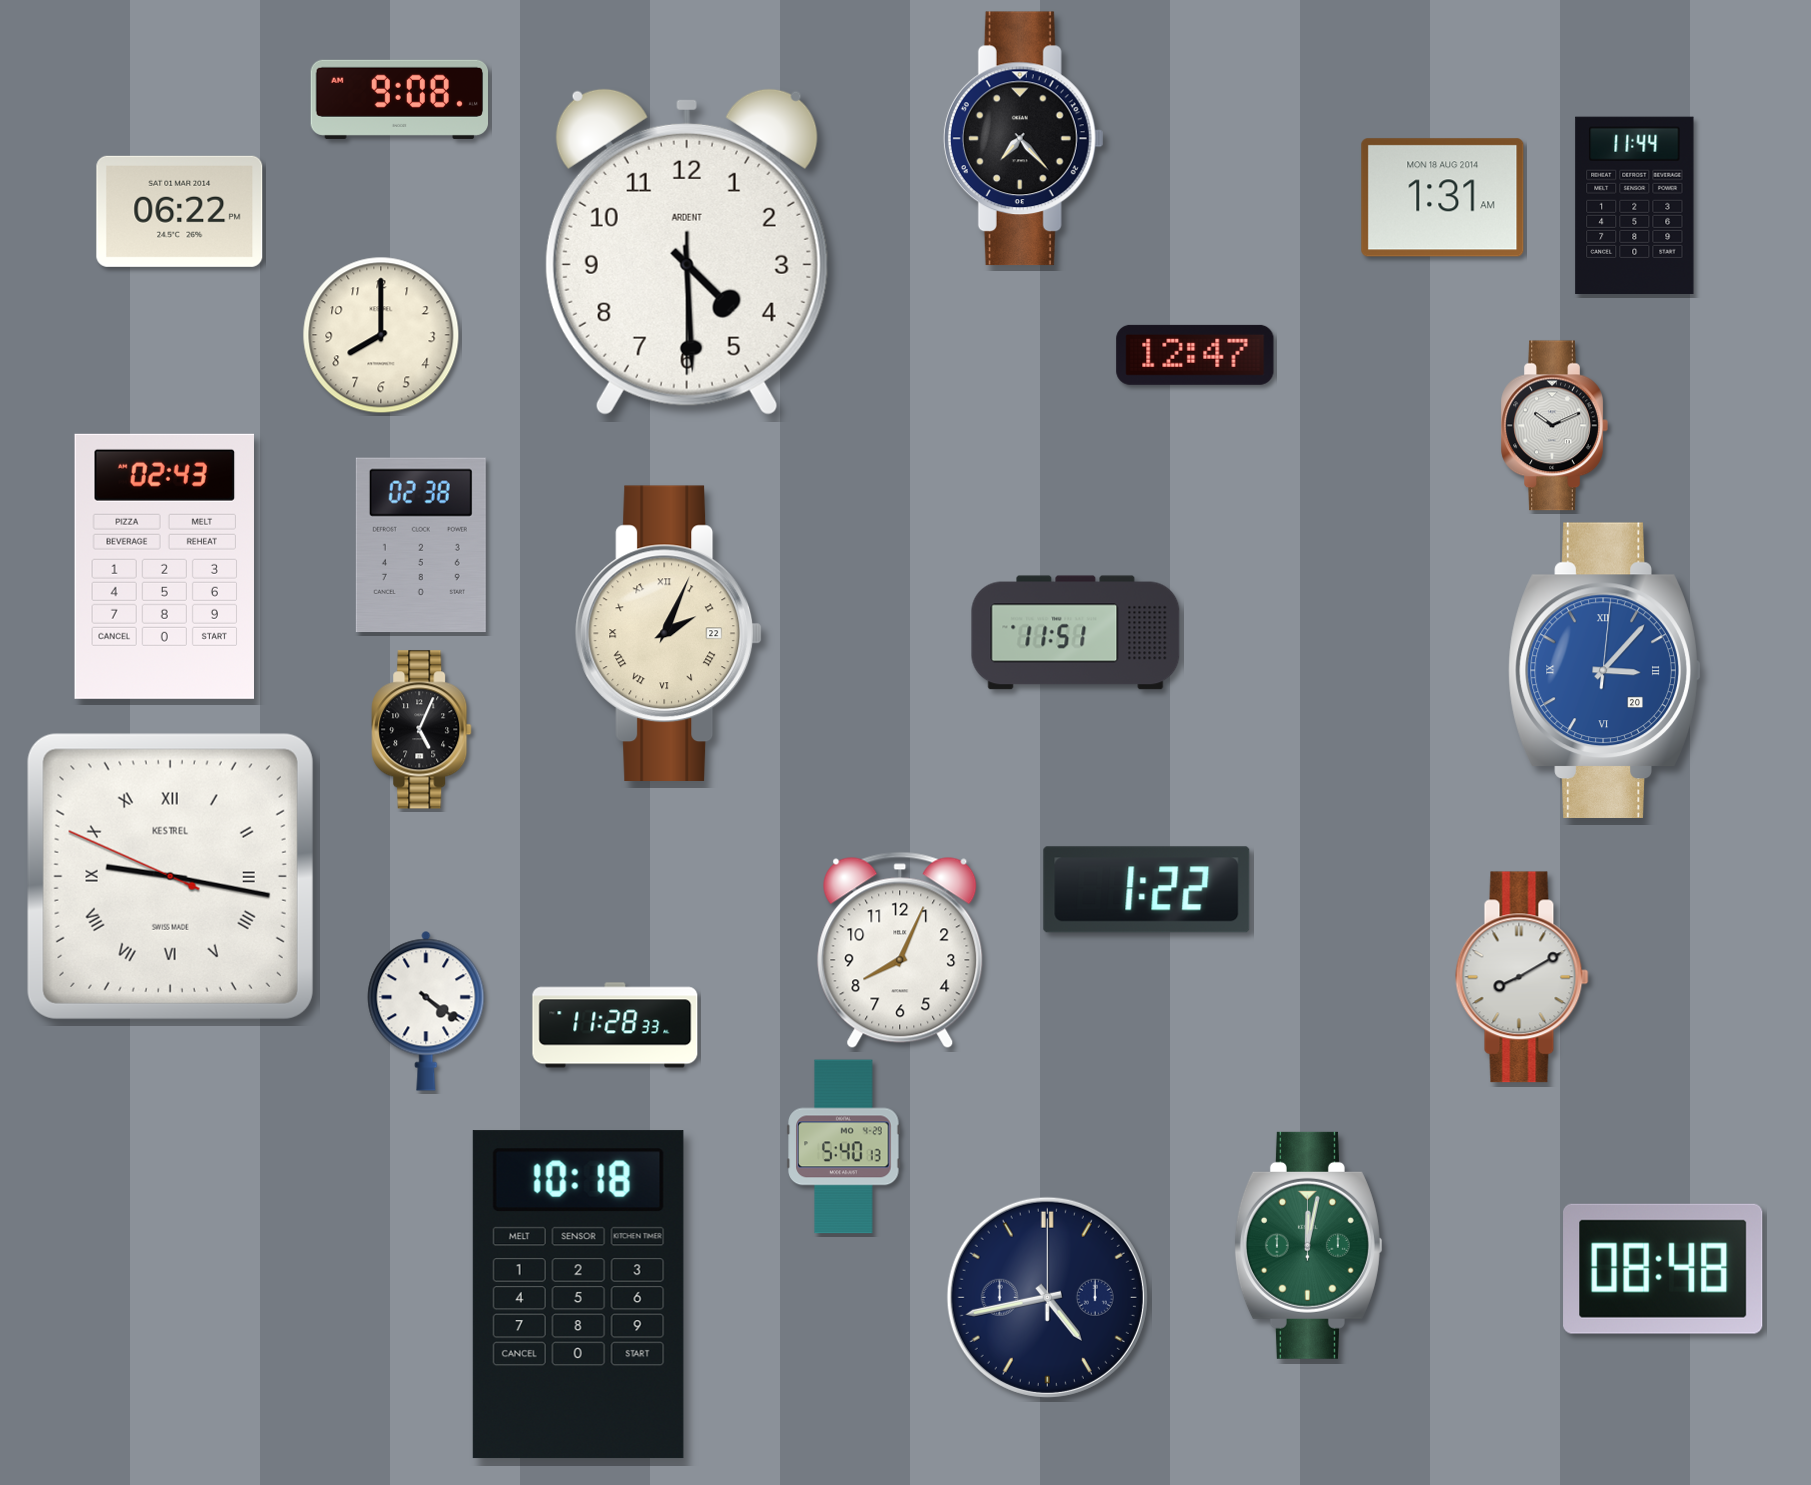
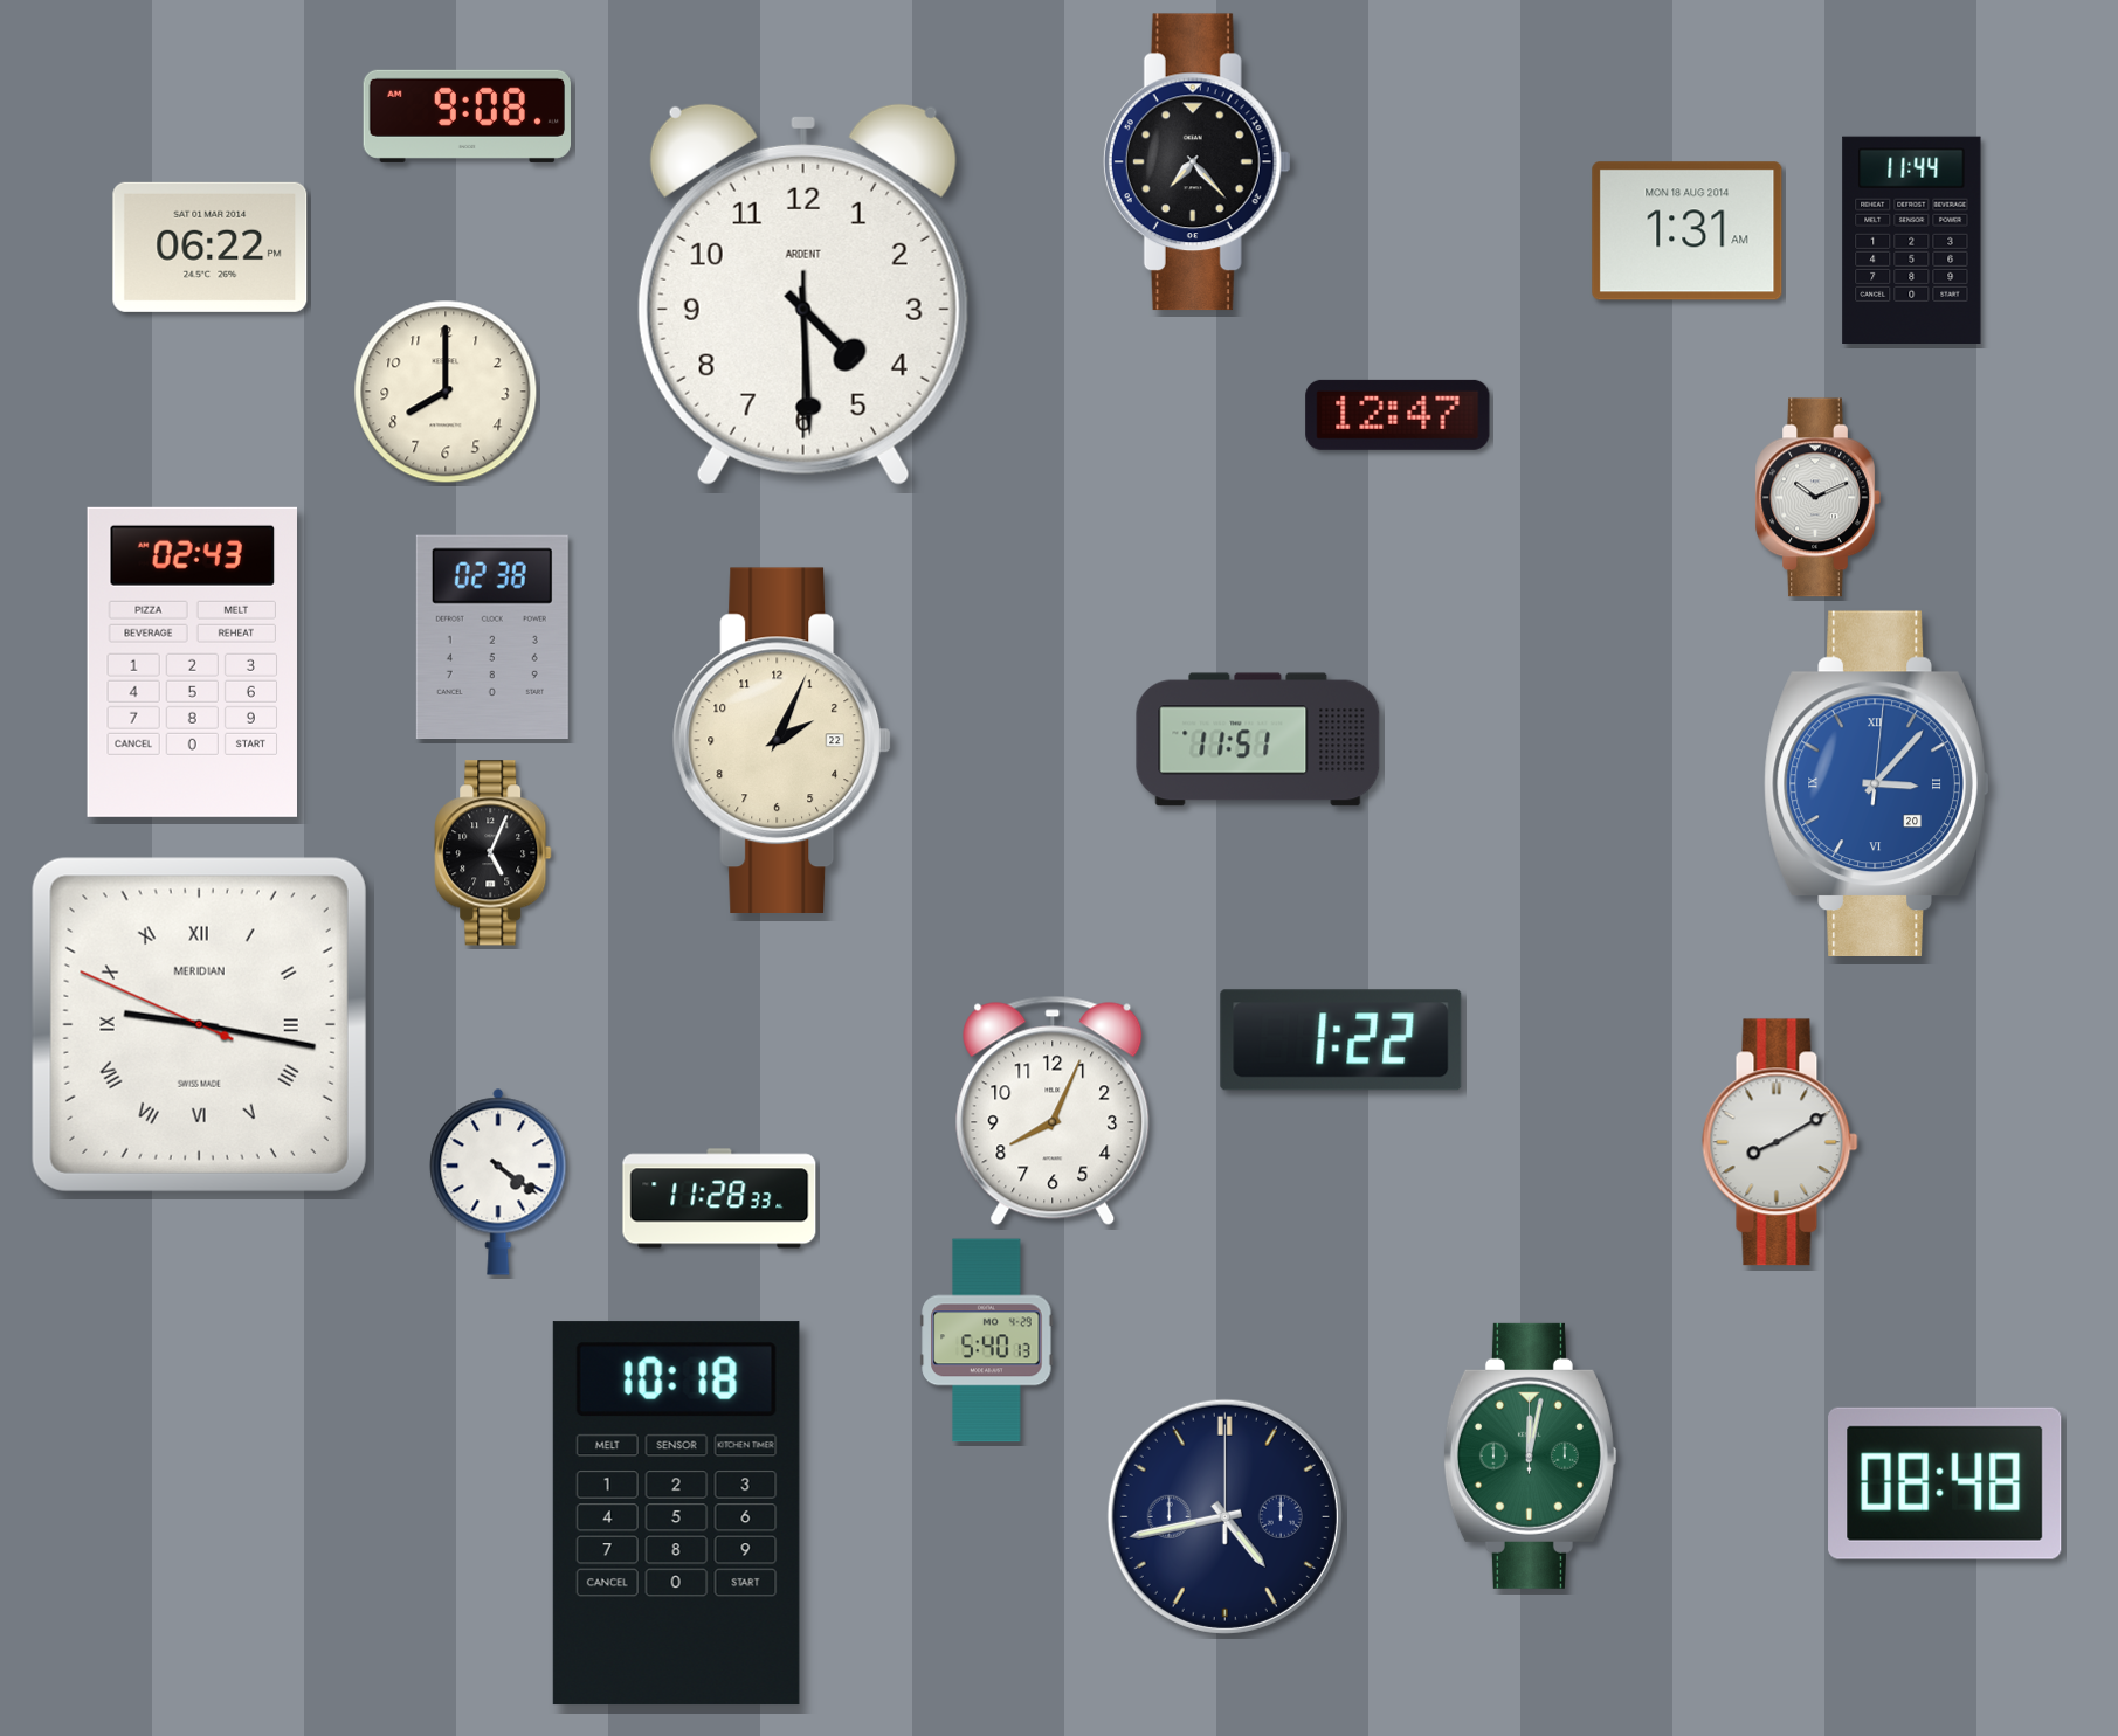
clock at (669, 633) numerals: Roman -> Arabic
clock at (170, 876) brand: KESTREL -> MERIDIAN
